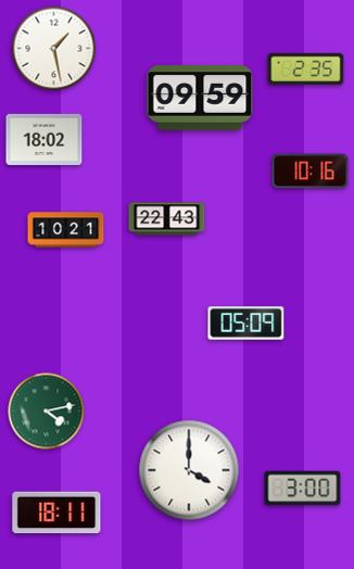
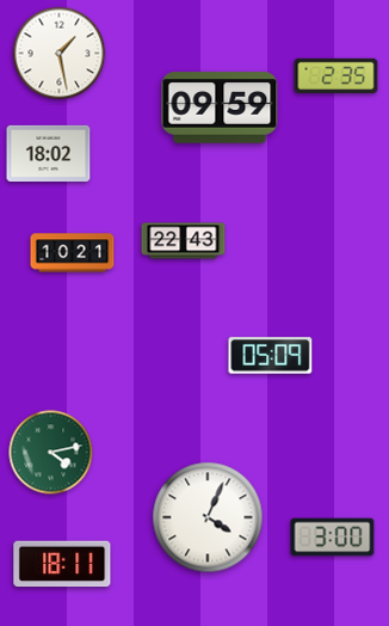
clock at (311, 172): 10:16 -> none
clock at (189, 470): 4:00 -> 4:04
